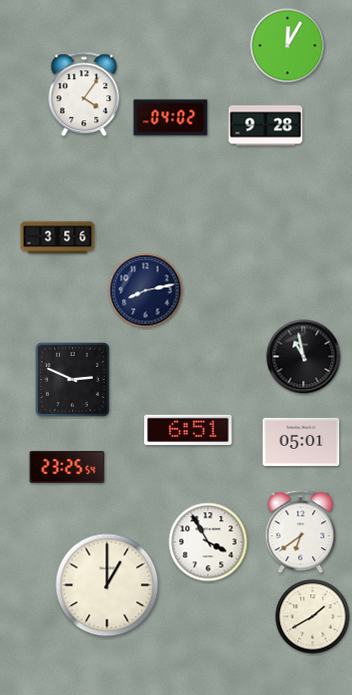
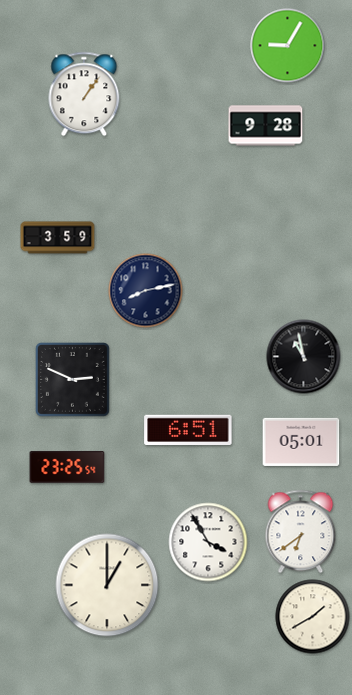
clock at (288, 46): 12:05 -> 9:05
clock at (84, 94): 4:06 -> 1:06
clock at (171, 118): 04:02 -> none
clock at (58, 238): 3:56 -> 3:59
